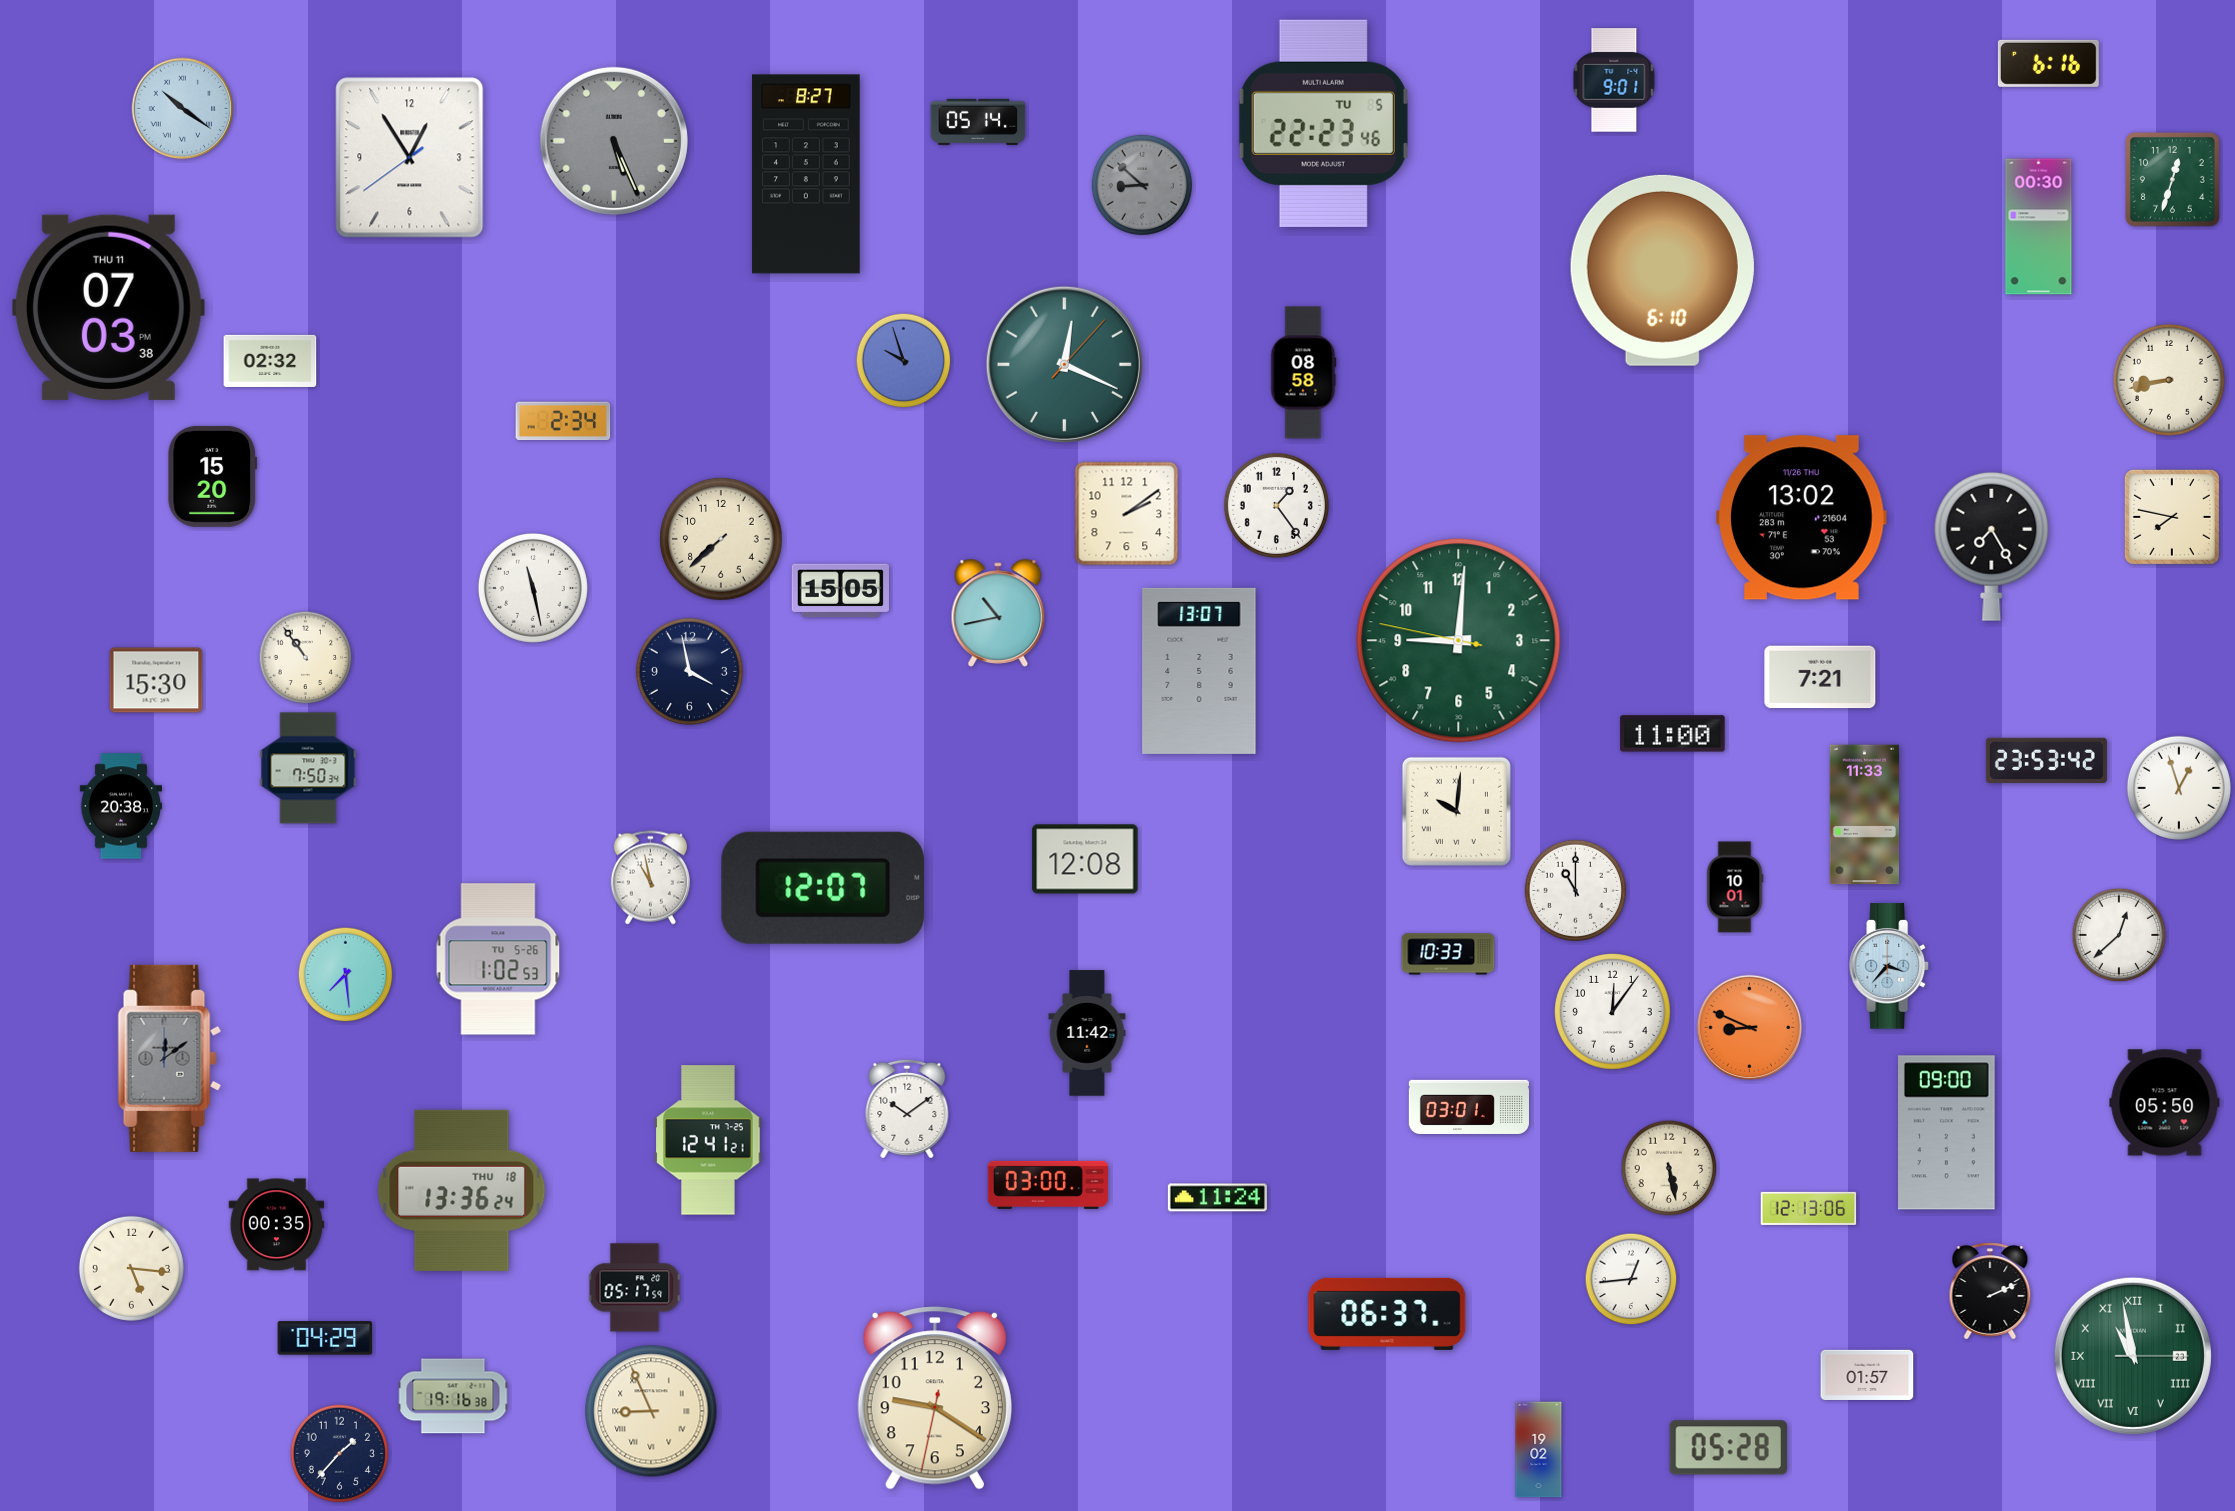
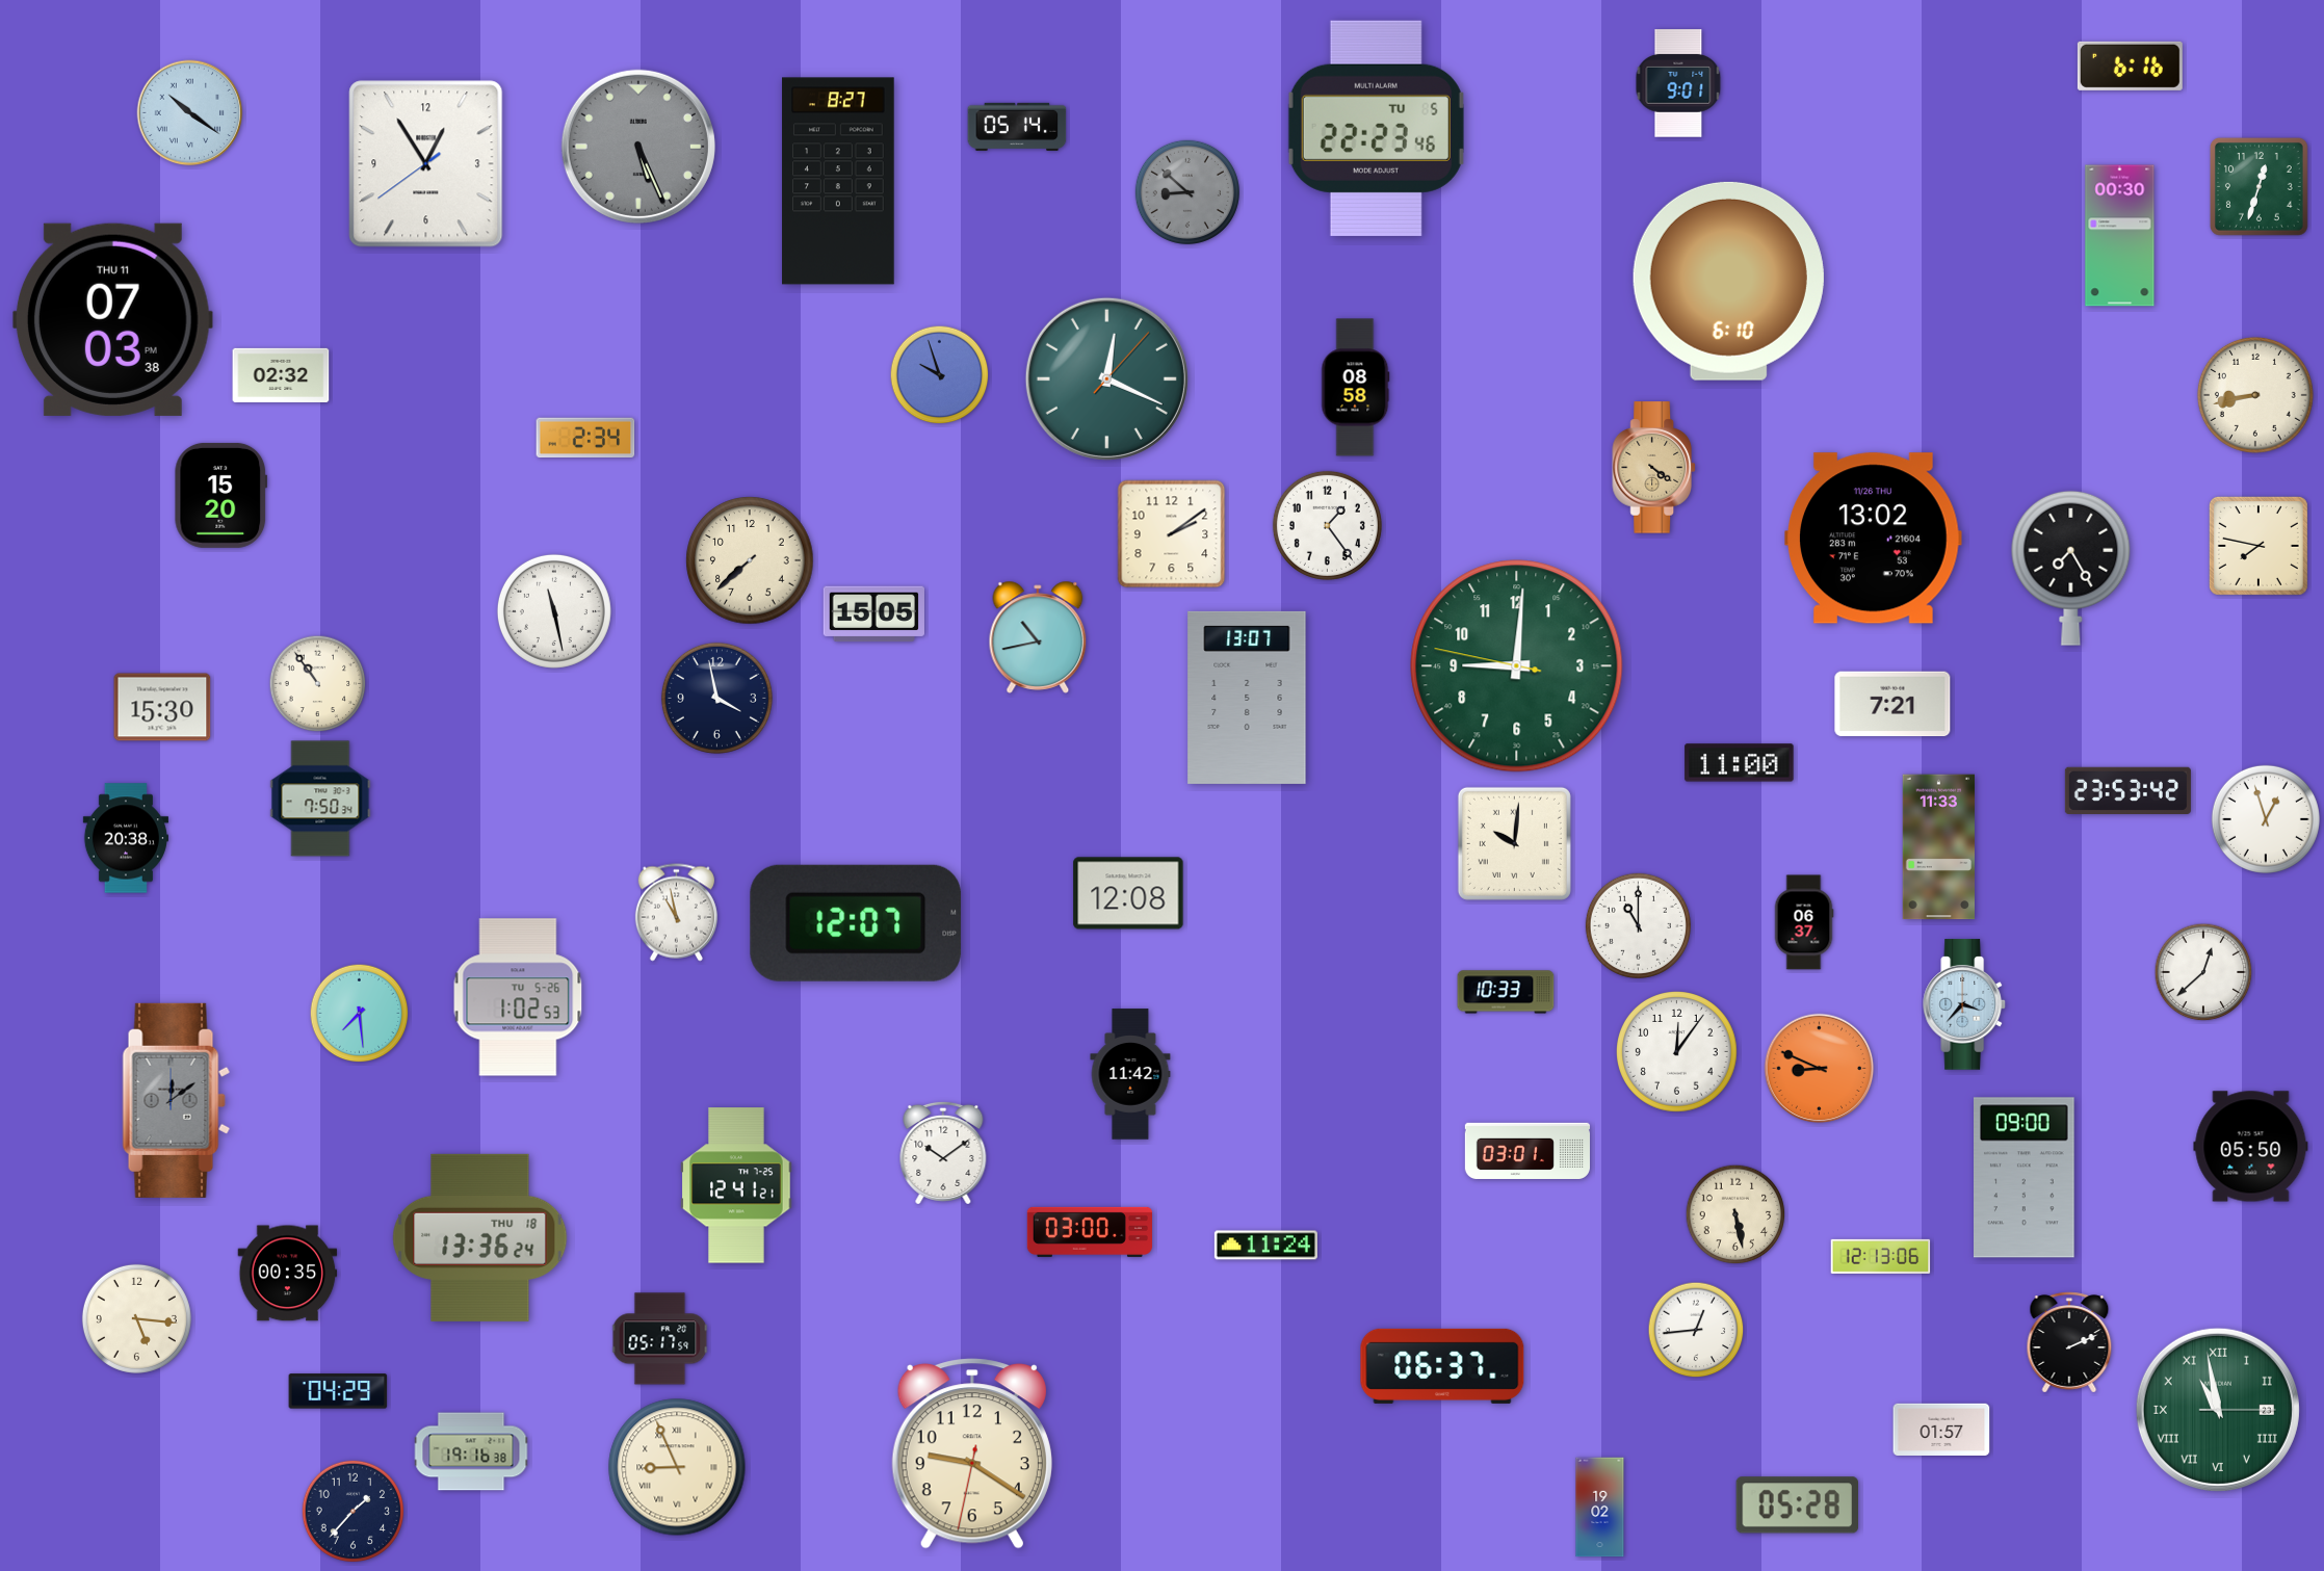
clock at (1653, 468): none -> 4:21
clock at (2172, 517) position: (2172, 517) -> (2258, 546)
clock at (1735, 887): 10:01 -> 06:37
